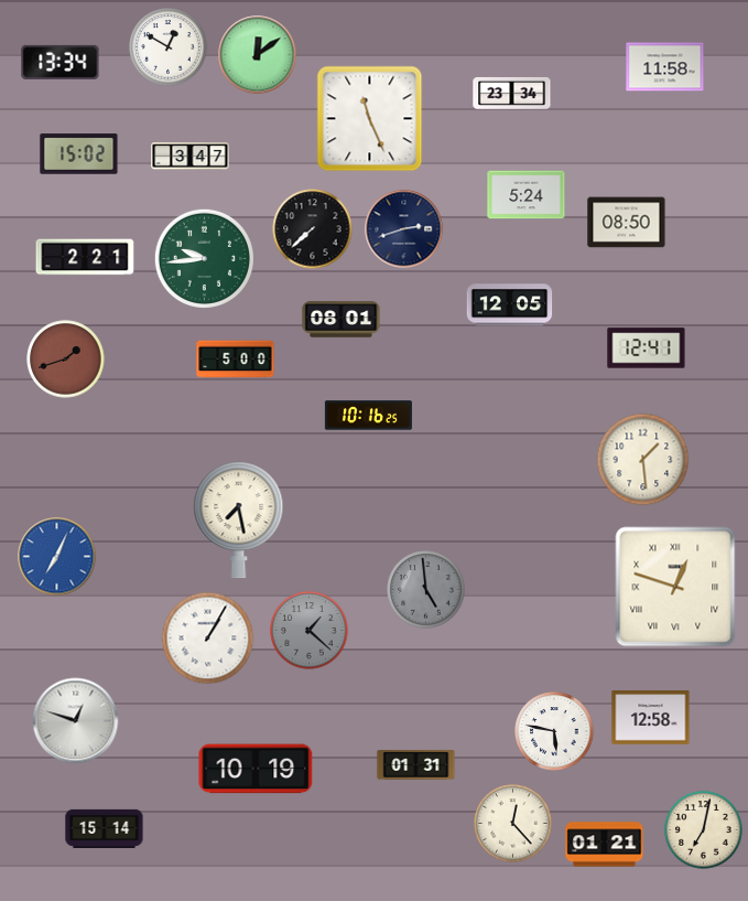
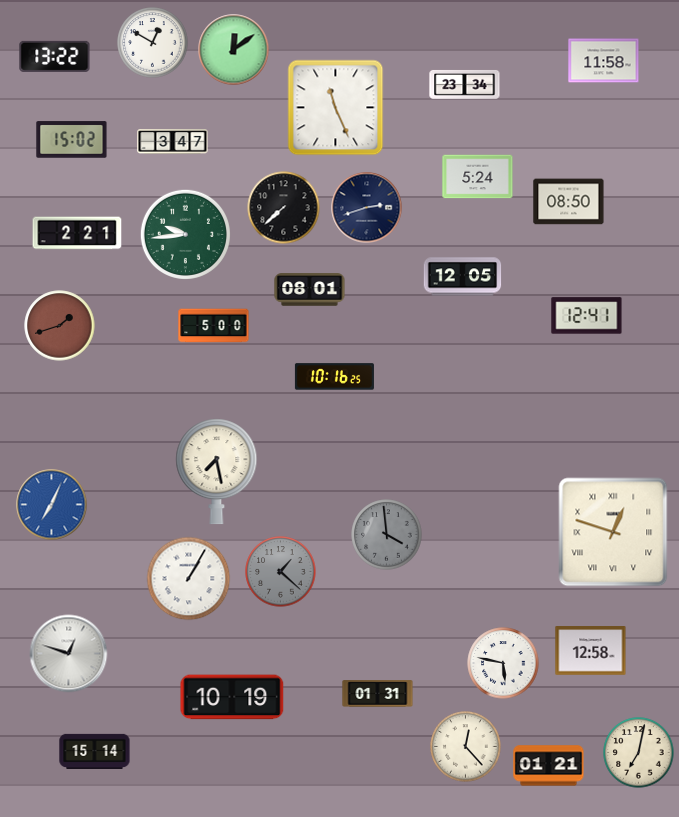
clock at (61, 62): 13:34 -> 13:22
clock at (643, 460): 1:29 -> none
clock at (426, 590): 4:59 -> 3:59
